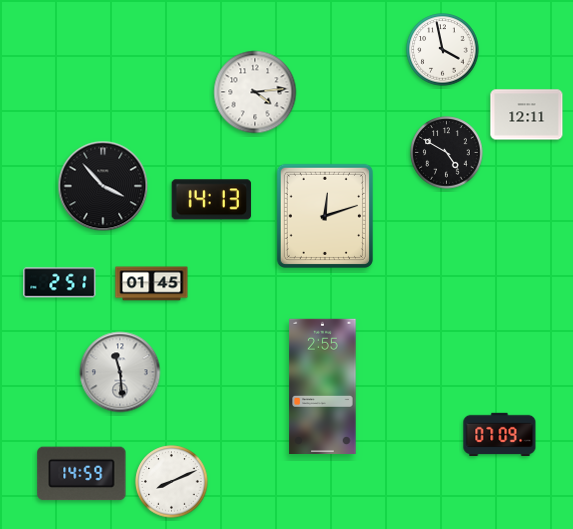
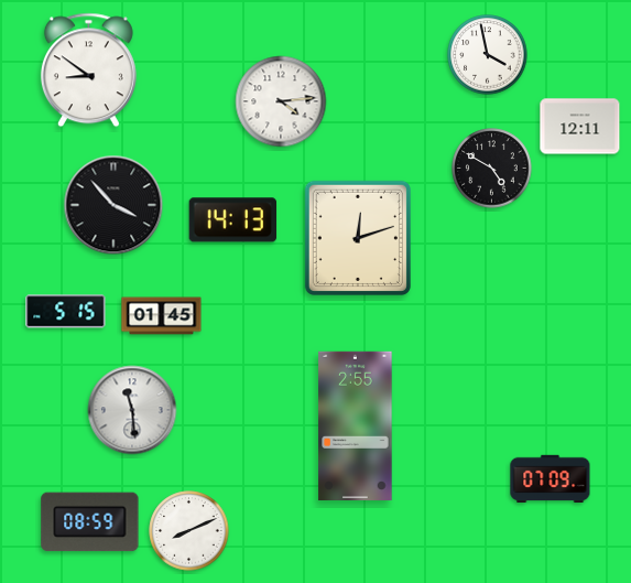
clock at (88, 71): none -> 8:51
clock at (60, 283): 2:51 -> 5:15
clock at (152, 284) position: (152, 284) -> (162, 316)
clock at (82, 474): 14:59 -> 08:59
